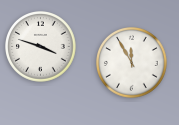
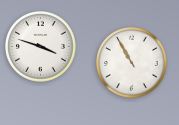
clock at (132, 63): 11:55 -> 10:55
